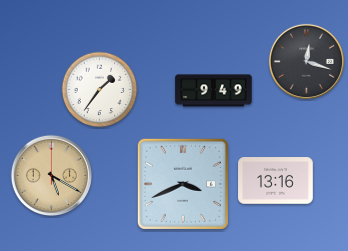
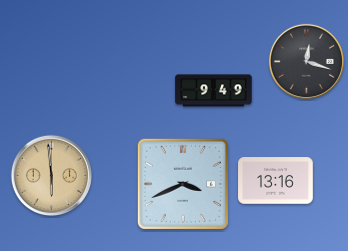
clock at (100, 90): 1:36 -> none
clock at (51, 175): 5:20 -> 5:59
